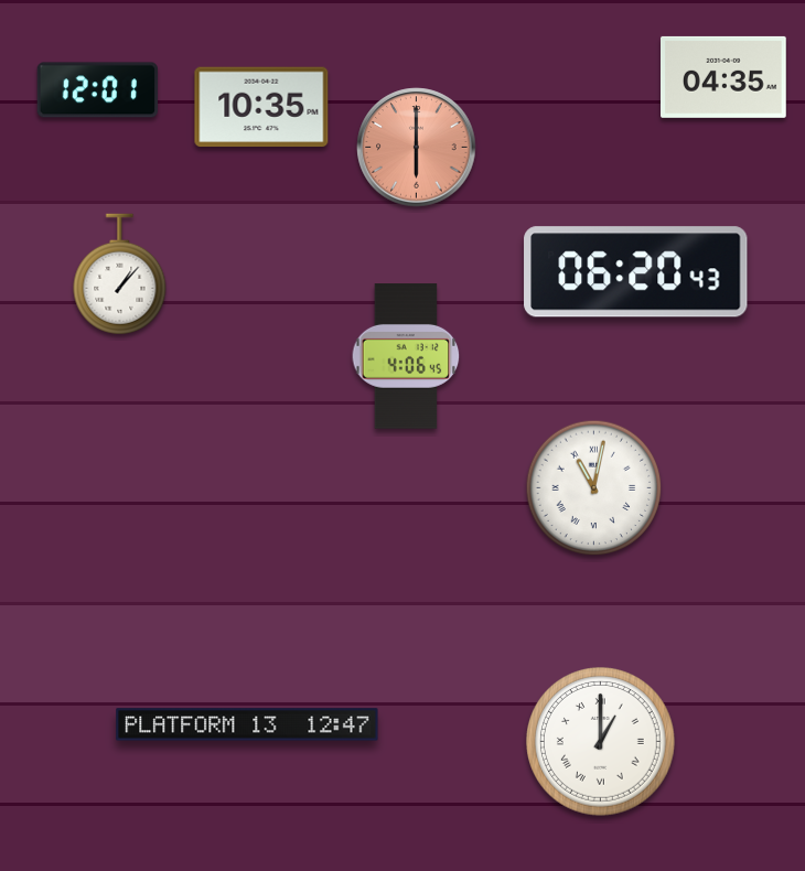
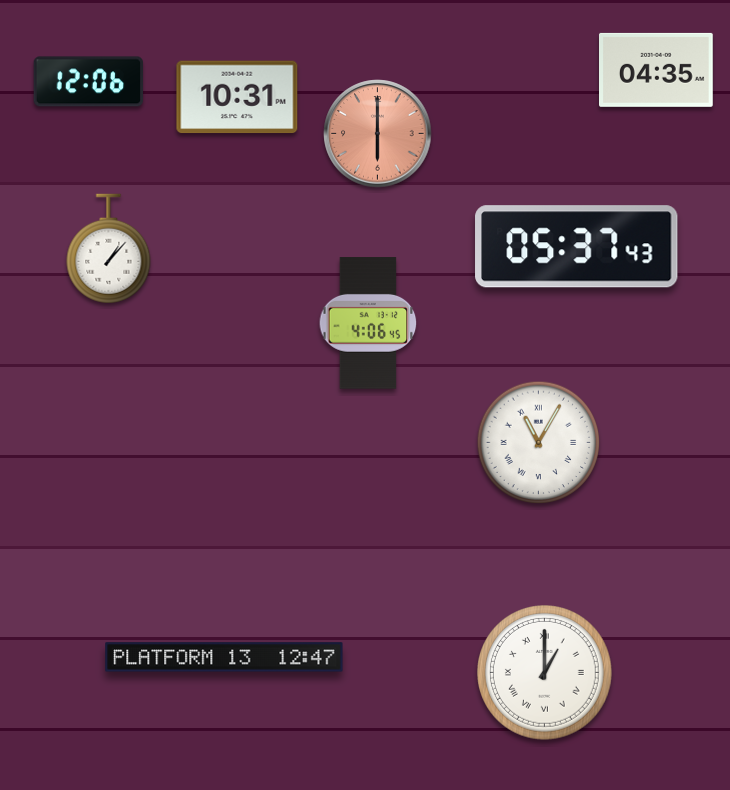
clock at (97, 90): 12:01 -> 12:06
clock at (261, 107): 10:35 -> 10:31
clock at (636, 272): 06:20 -> 05:37
clock at (594, 488): 11:02 -> 11:05
